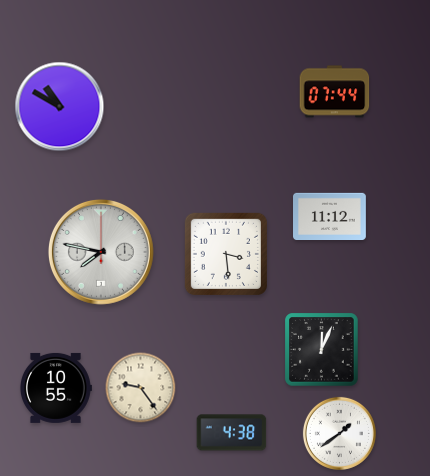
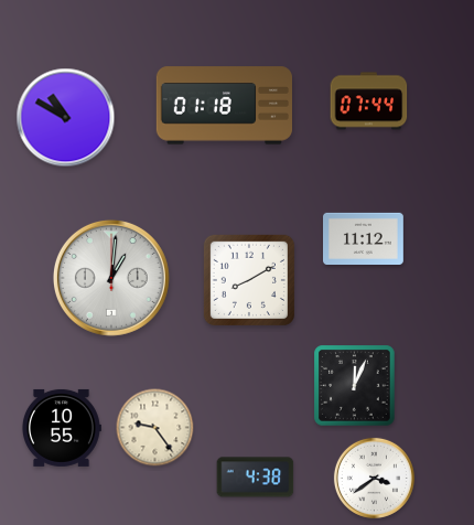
clock at (224, 106): none -> 01:18
clock at (101, 252): 7:47 -> 1:01
clock at (226, 254): 3:29 -> 8:10
clock at (339, 433): 1:39 -> 3:39
